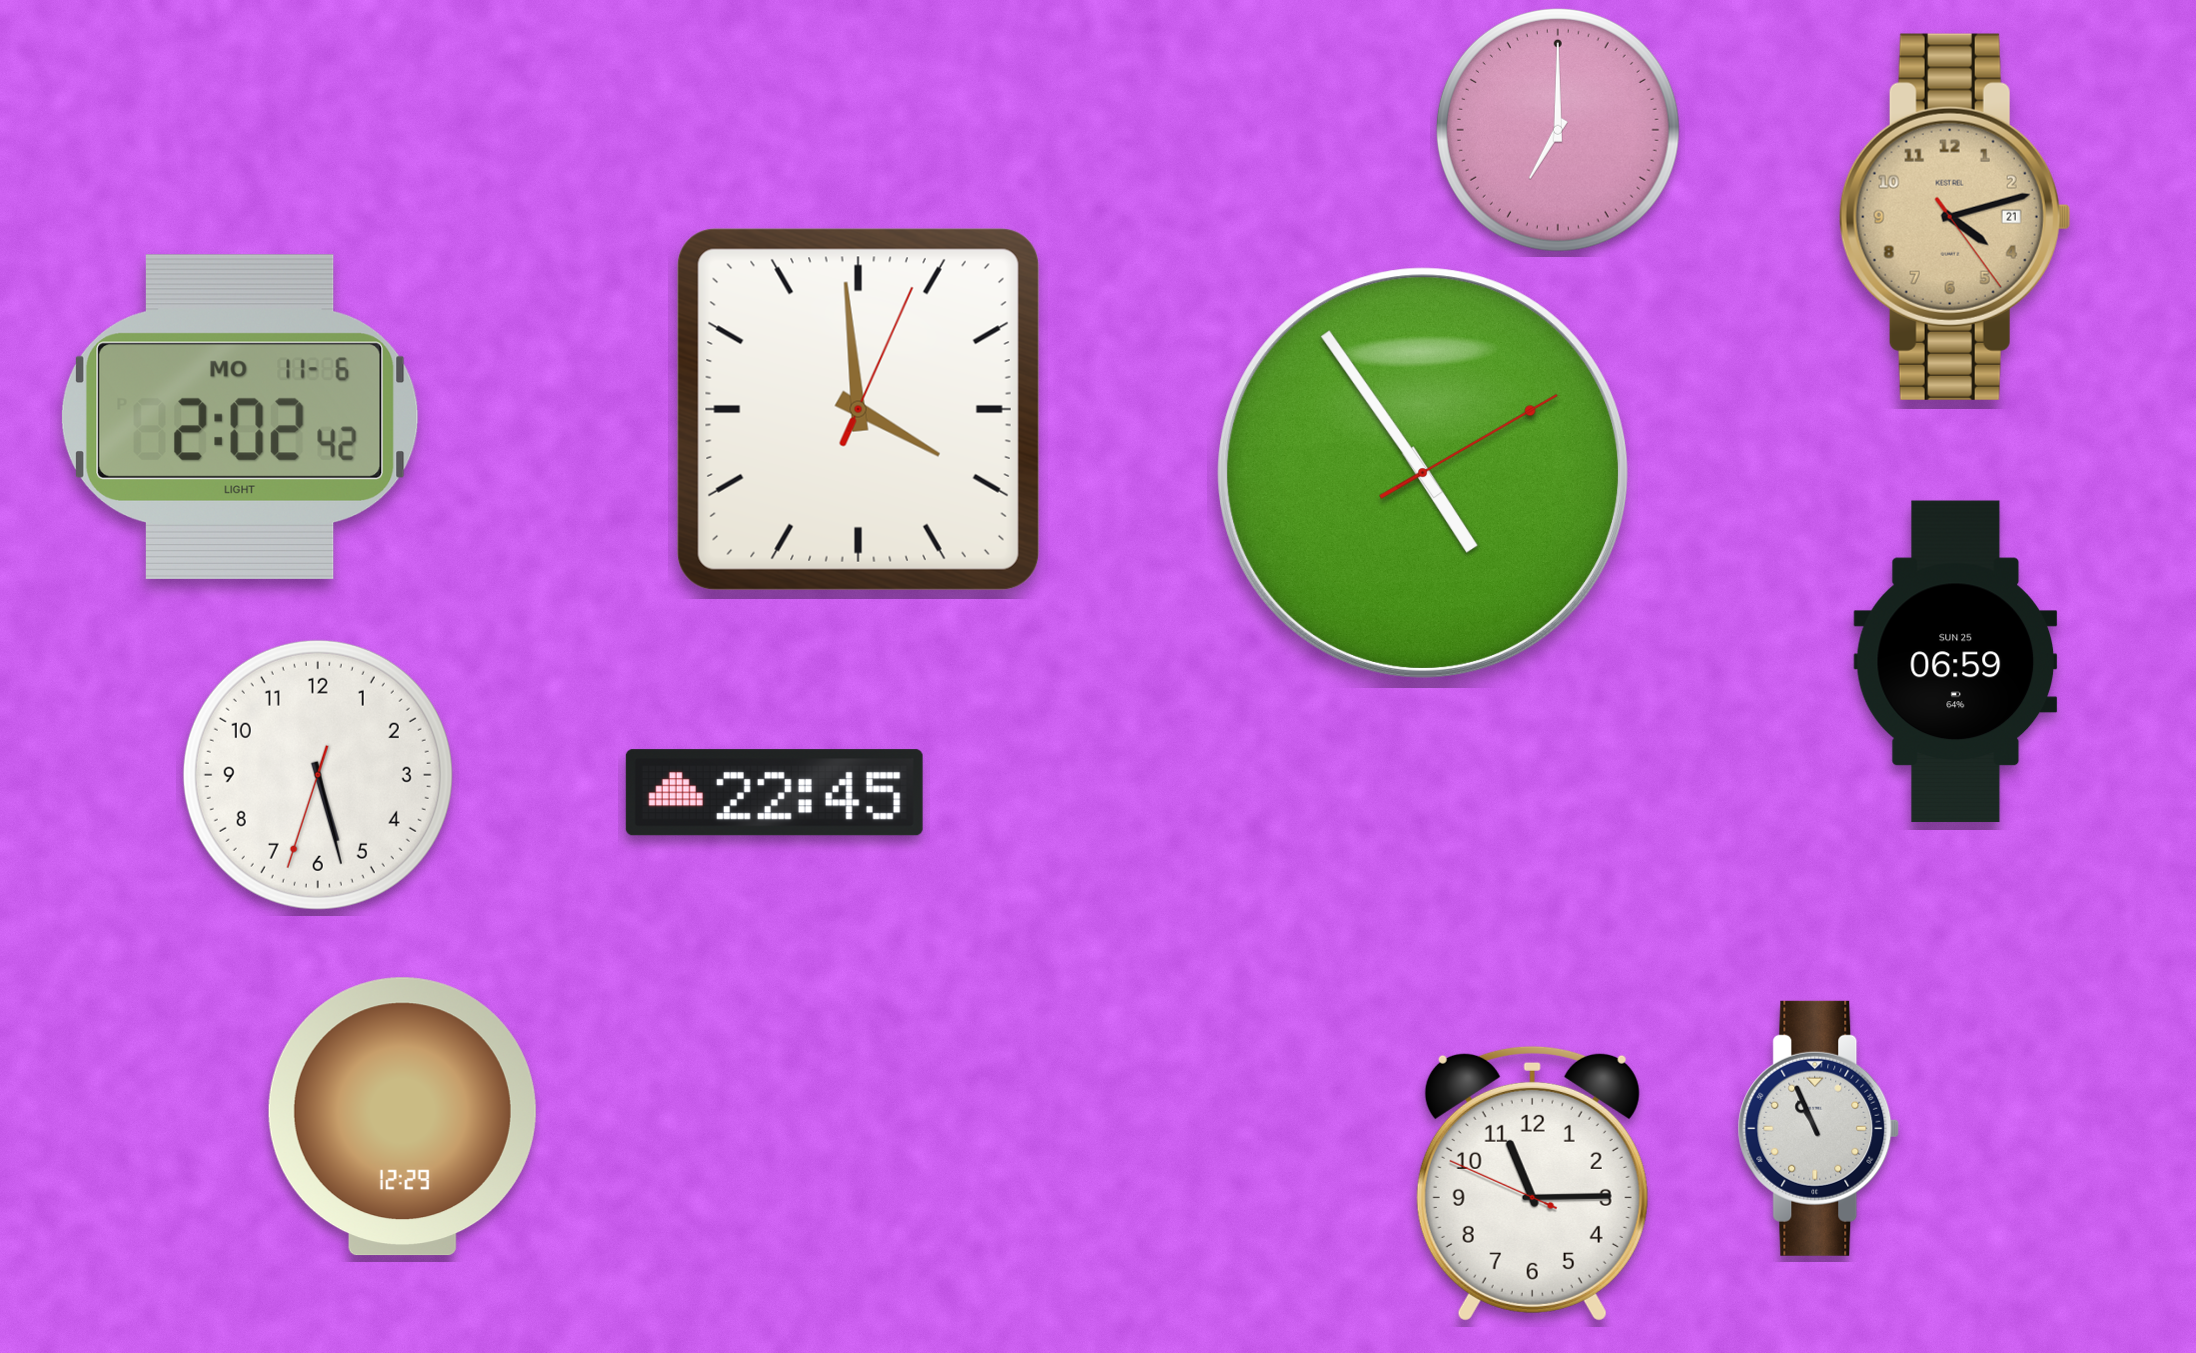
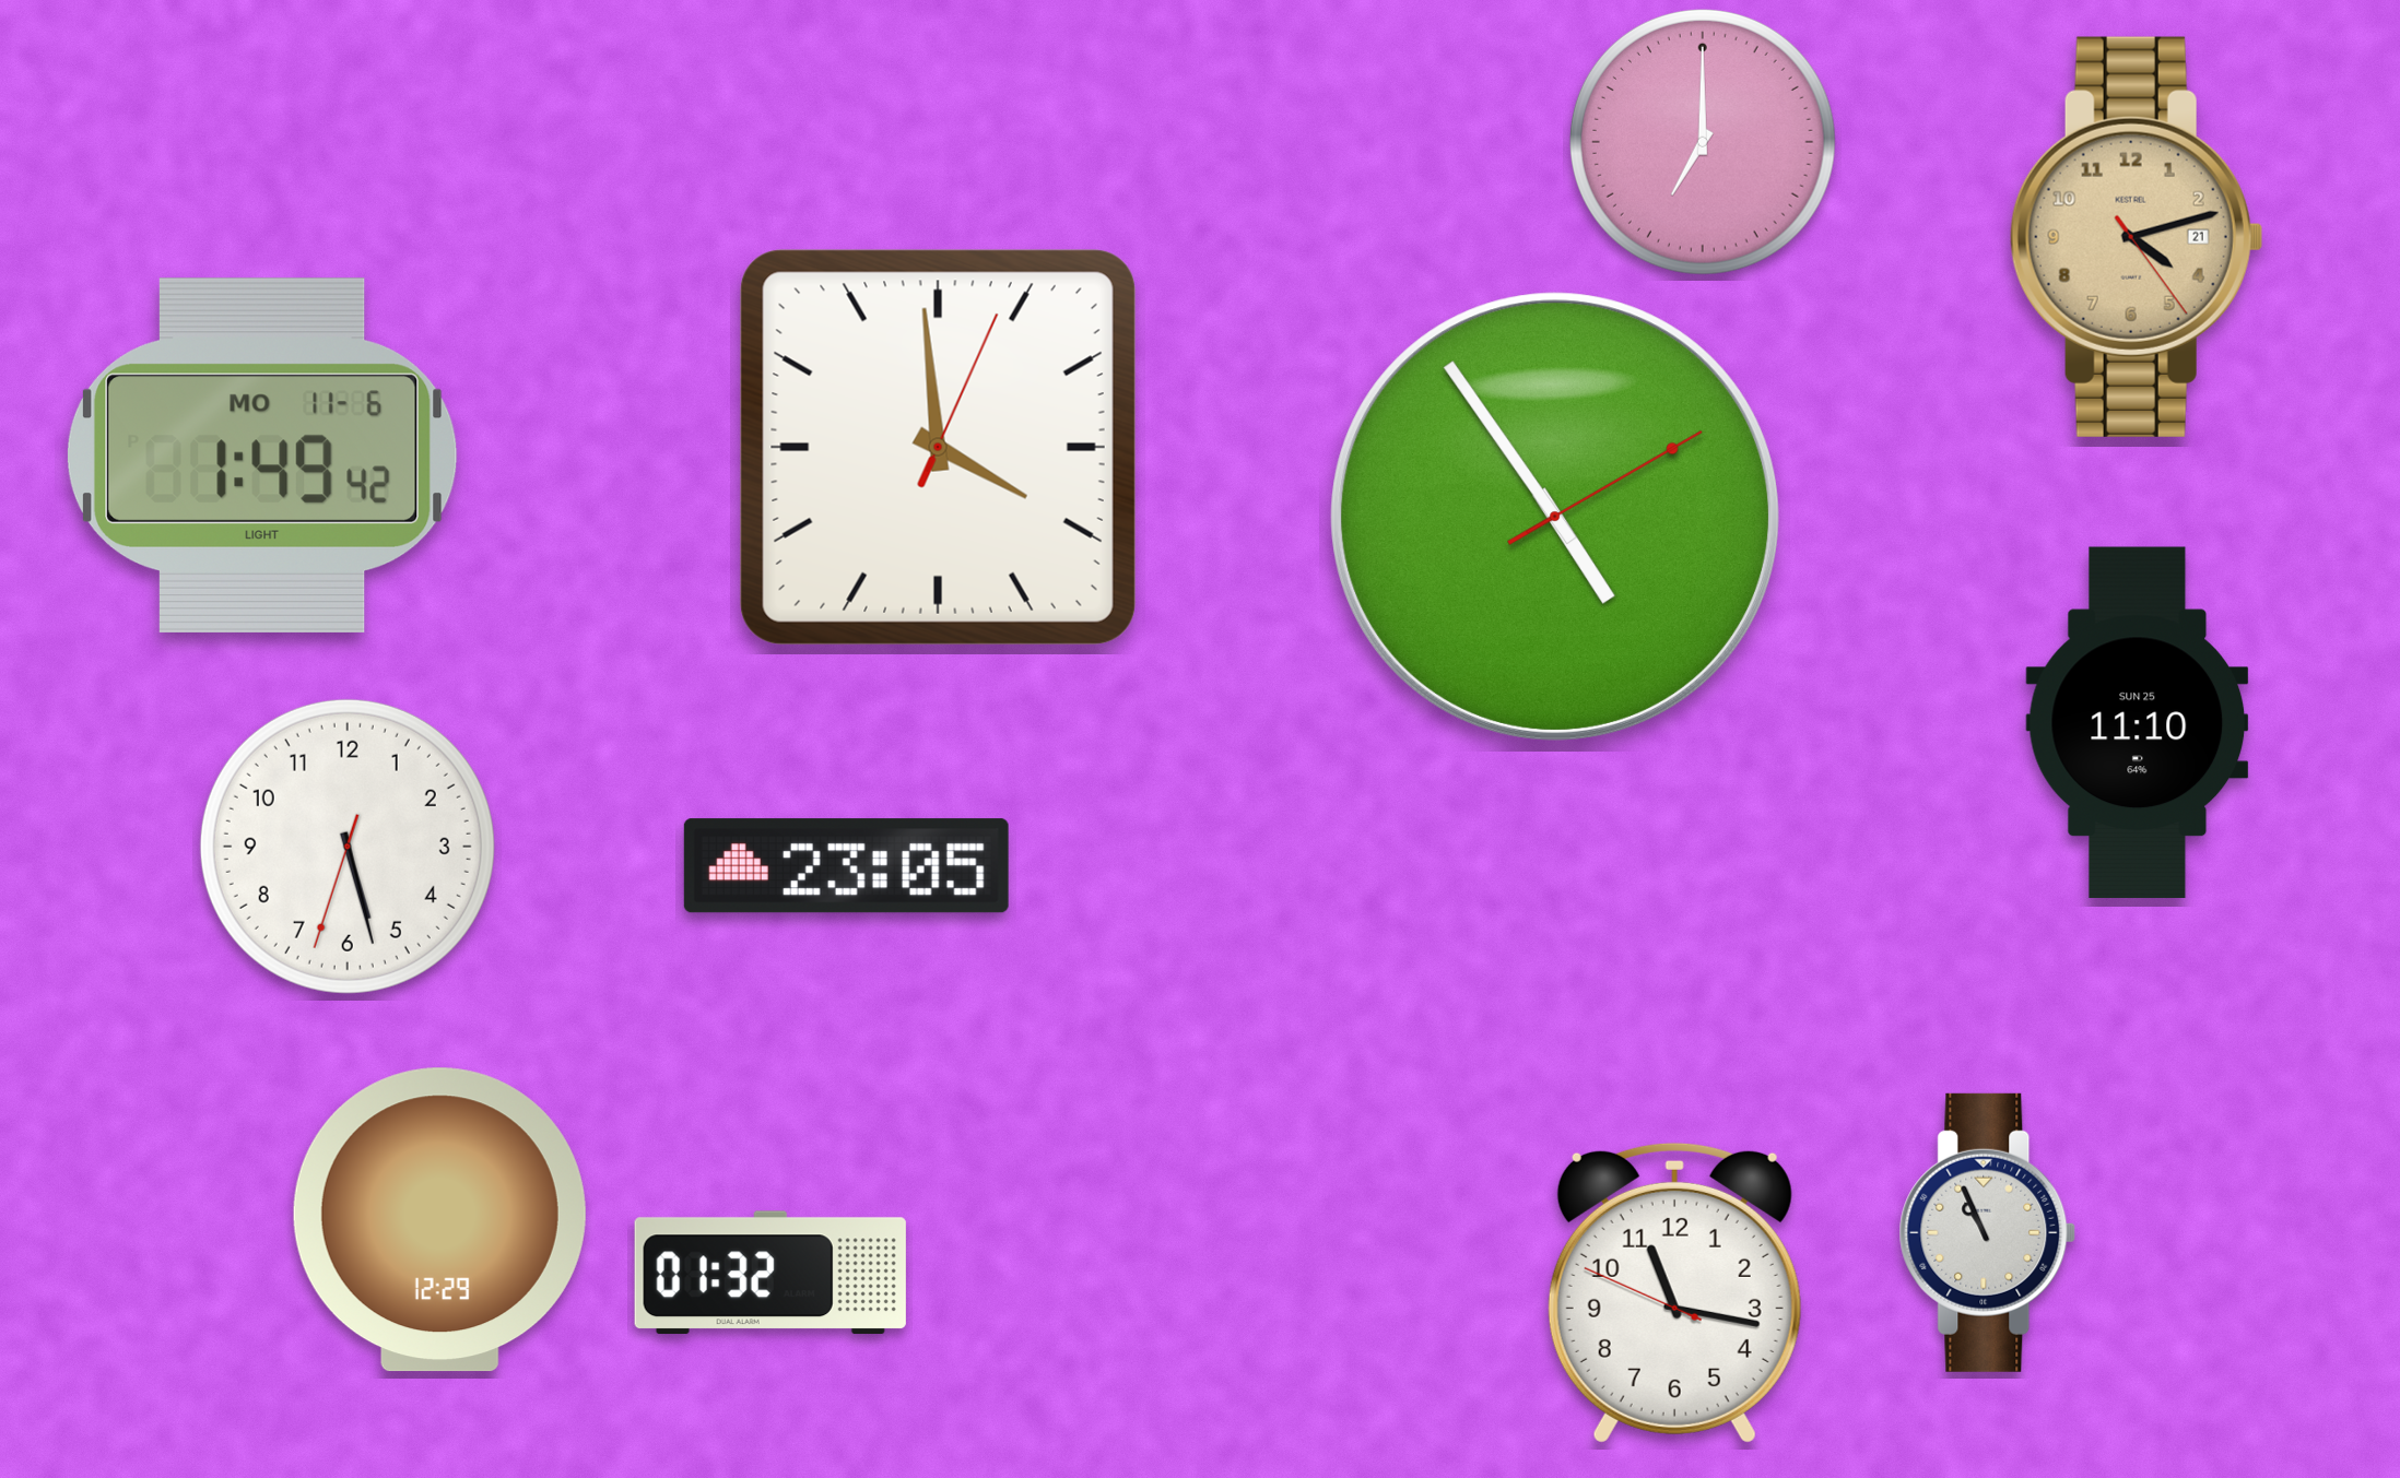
clock at (240, 417): 2:02 -> 1:49
clock at (1956, 662): 06:59 -> 11:10
clock at (774, 793): 22:45 -> 23:05
clock at (770, 1273): none -> 01:32
clock at (1532, 1183): 11:14 -> 11:16
